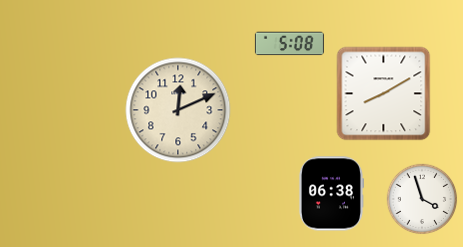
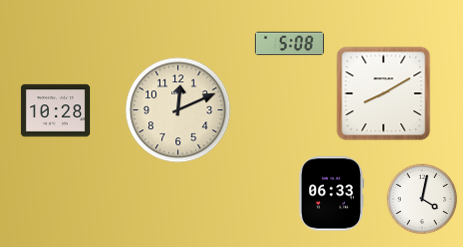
clock at (55, 111): none -> 10:28
clock at (331, 194): 06:38 -> 06:33
clock at (422, 199): 3:57 -> 4:02
